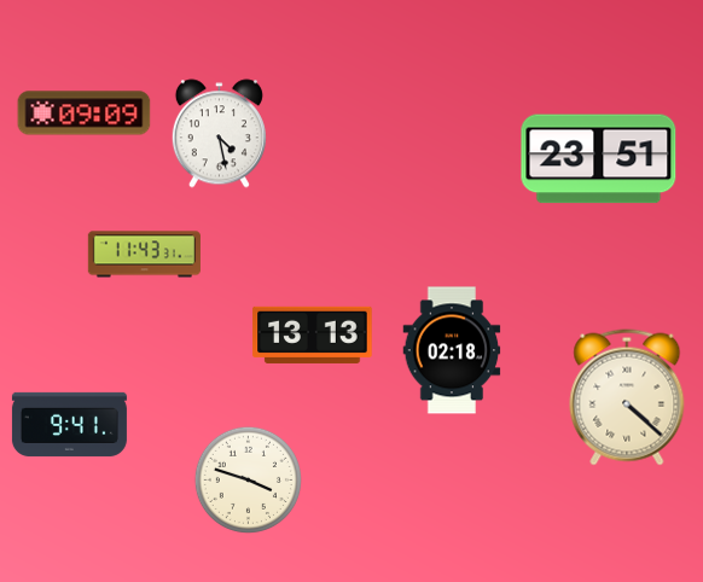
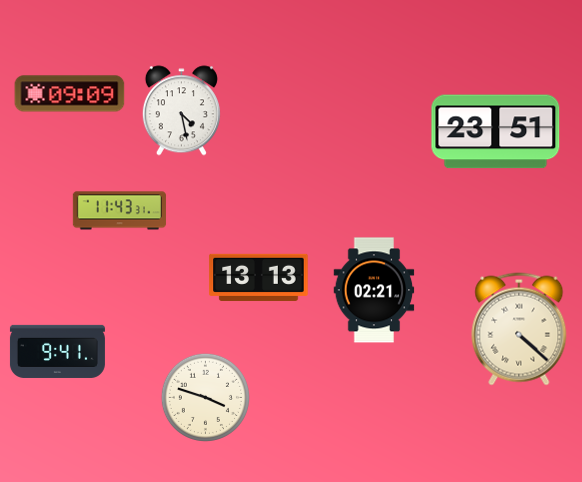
clock at (452, 350): 02:18 -> 02:21
